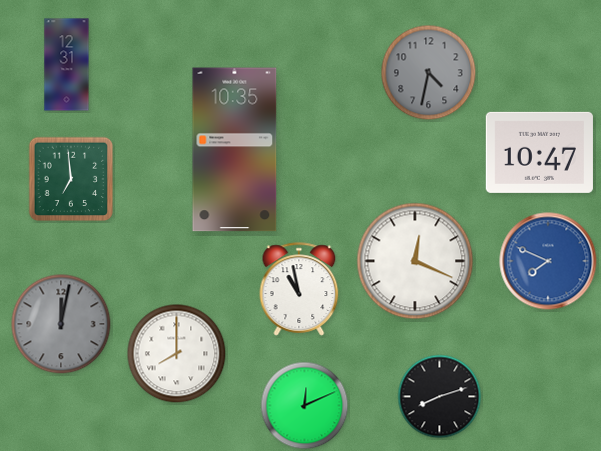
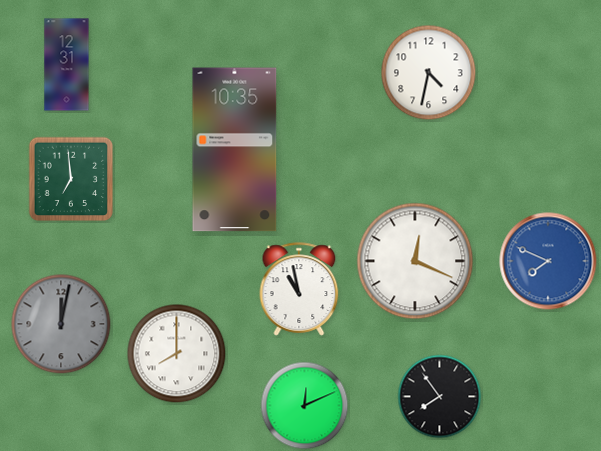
clock at (429, 73) dial: grey -> white
clock at (539, 152): 10:47 -> none
clock at (440, 397): 8:12 -> 7:54
